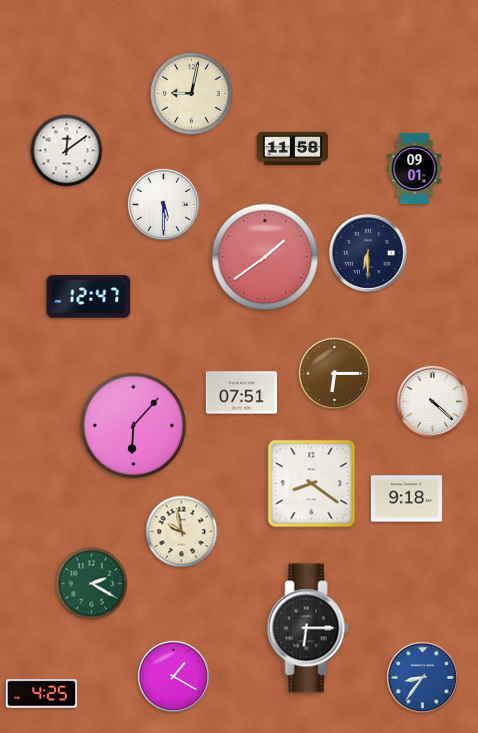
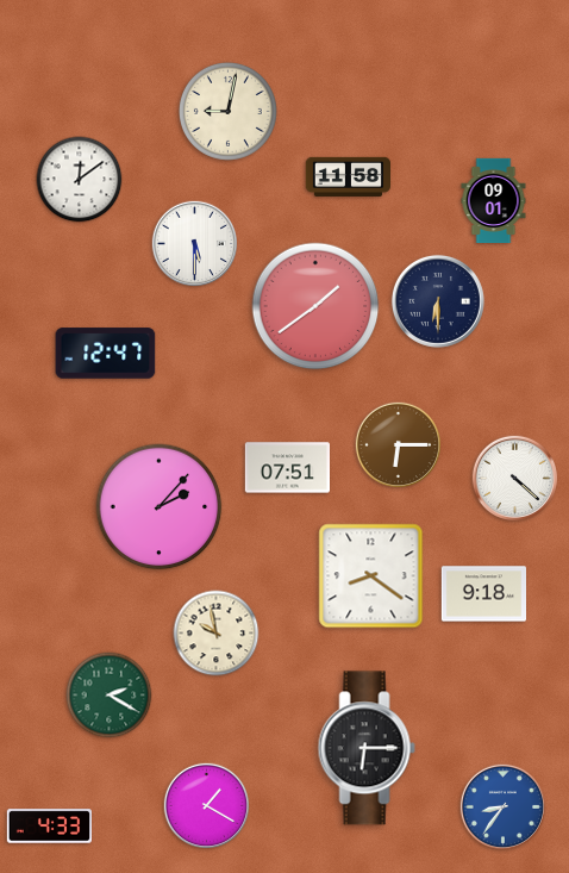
clock at (134, 426): 6:07 -> 2:07
clock at (41, 694): 4:25 -> 4:33
